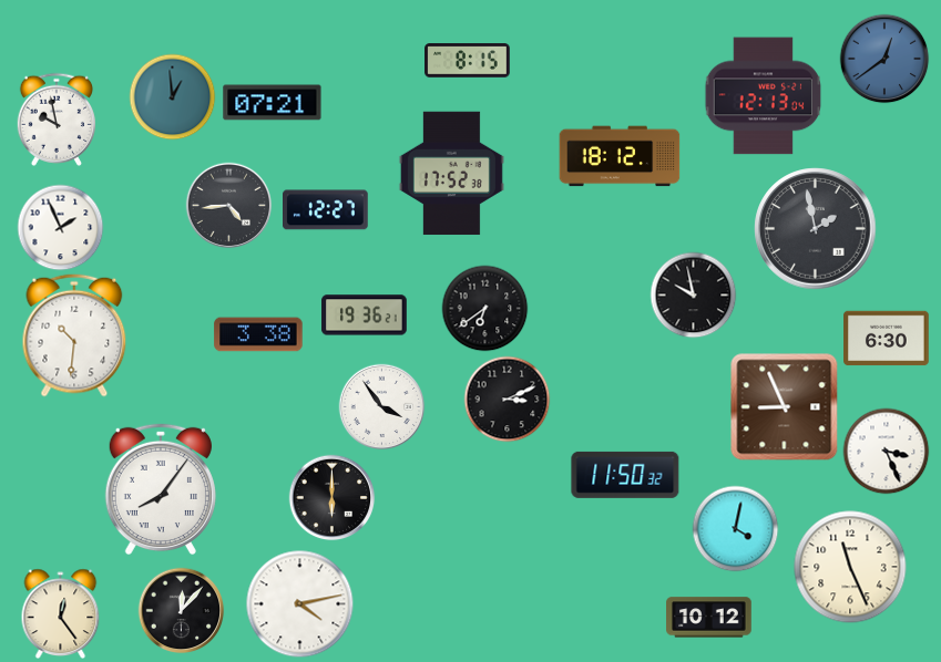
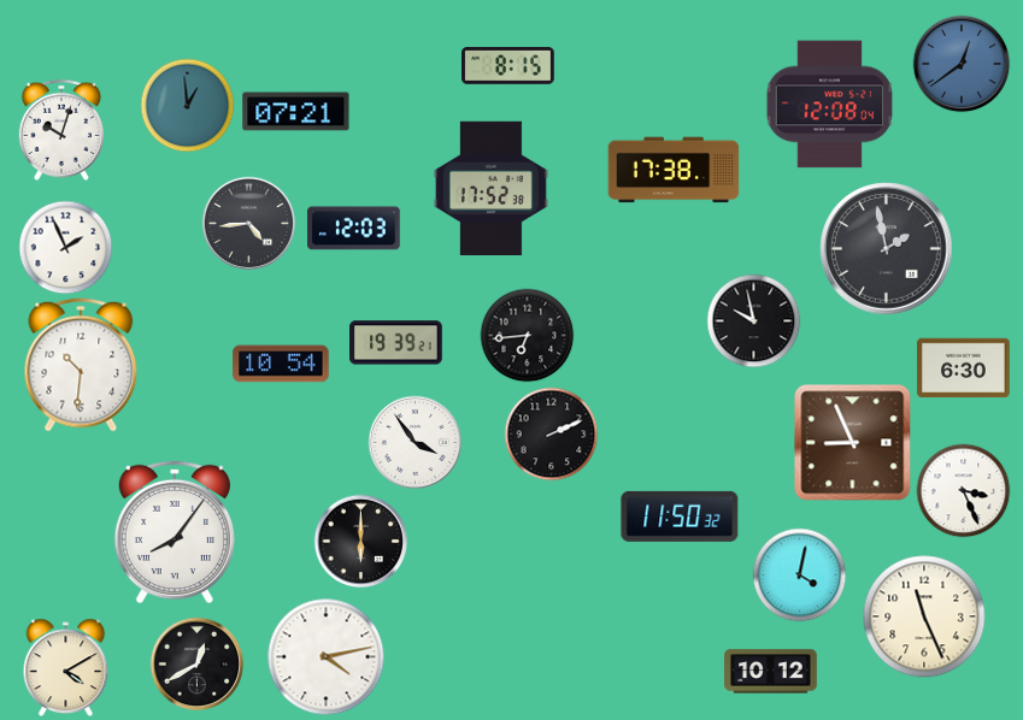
clock at (764, 96): 12:13 -> 12:08
clock at (55, 120): 9:58 -> 10:03
clock at (620, 156): 18:12 -> 17:38
clock at (326, 210): 12:27 -> 12:03
clock at (484, 308): 6:39 -> 6:44
clock at (365, 316): 19:36 -> 19:39
clock at (258, 334): 3:38 -> 10:54
clock at (507, 399): 3:11 -> 2:11
clock at (181, 610): 12:07 -> 12:40
clock at (61, 613): 12:24 -> 4:10
